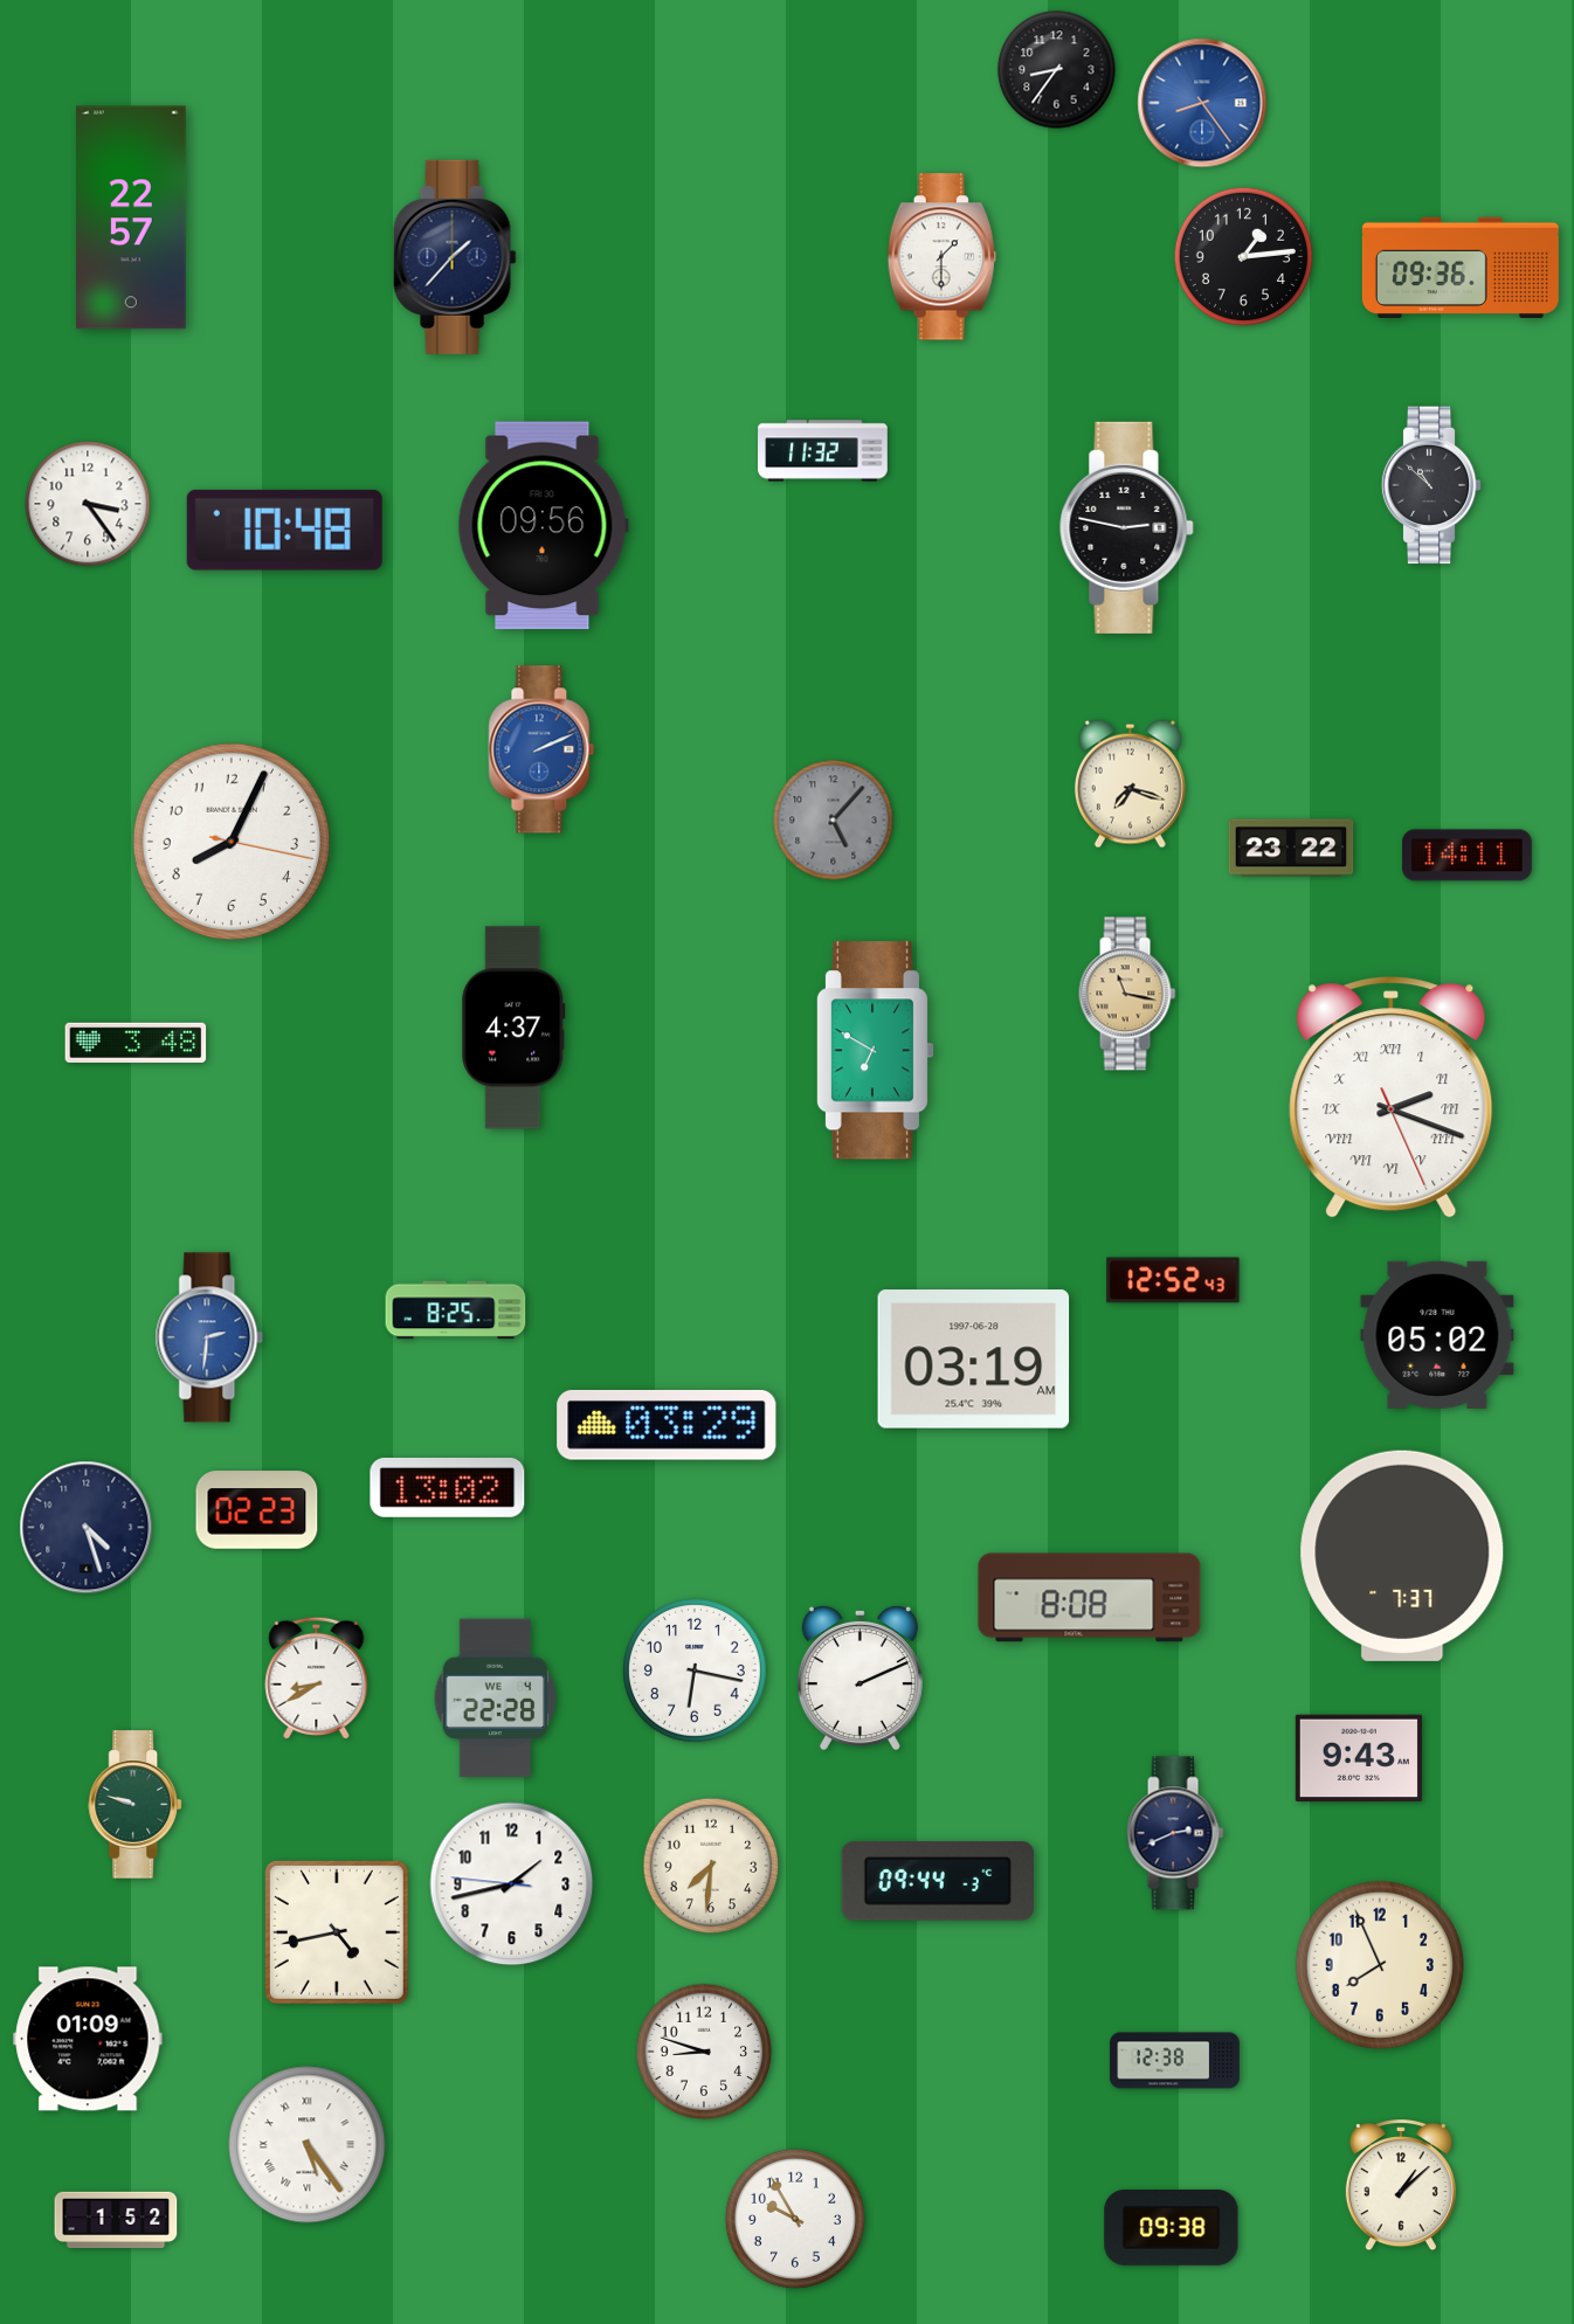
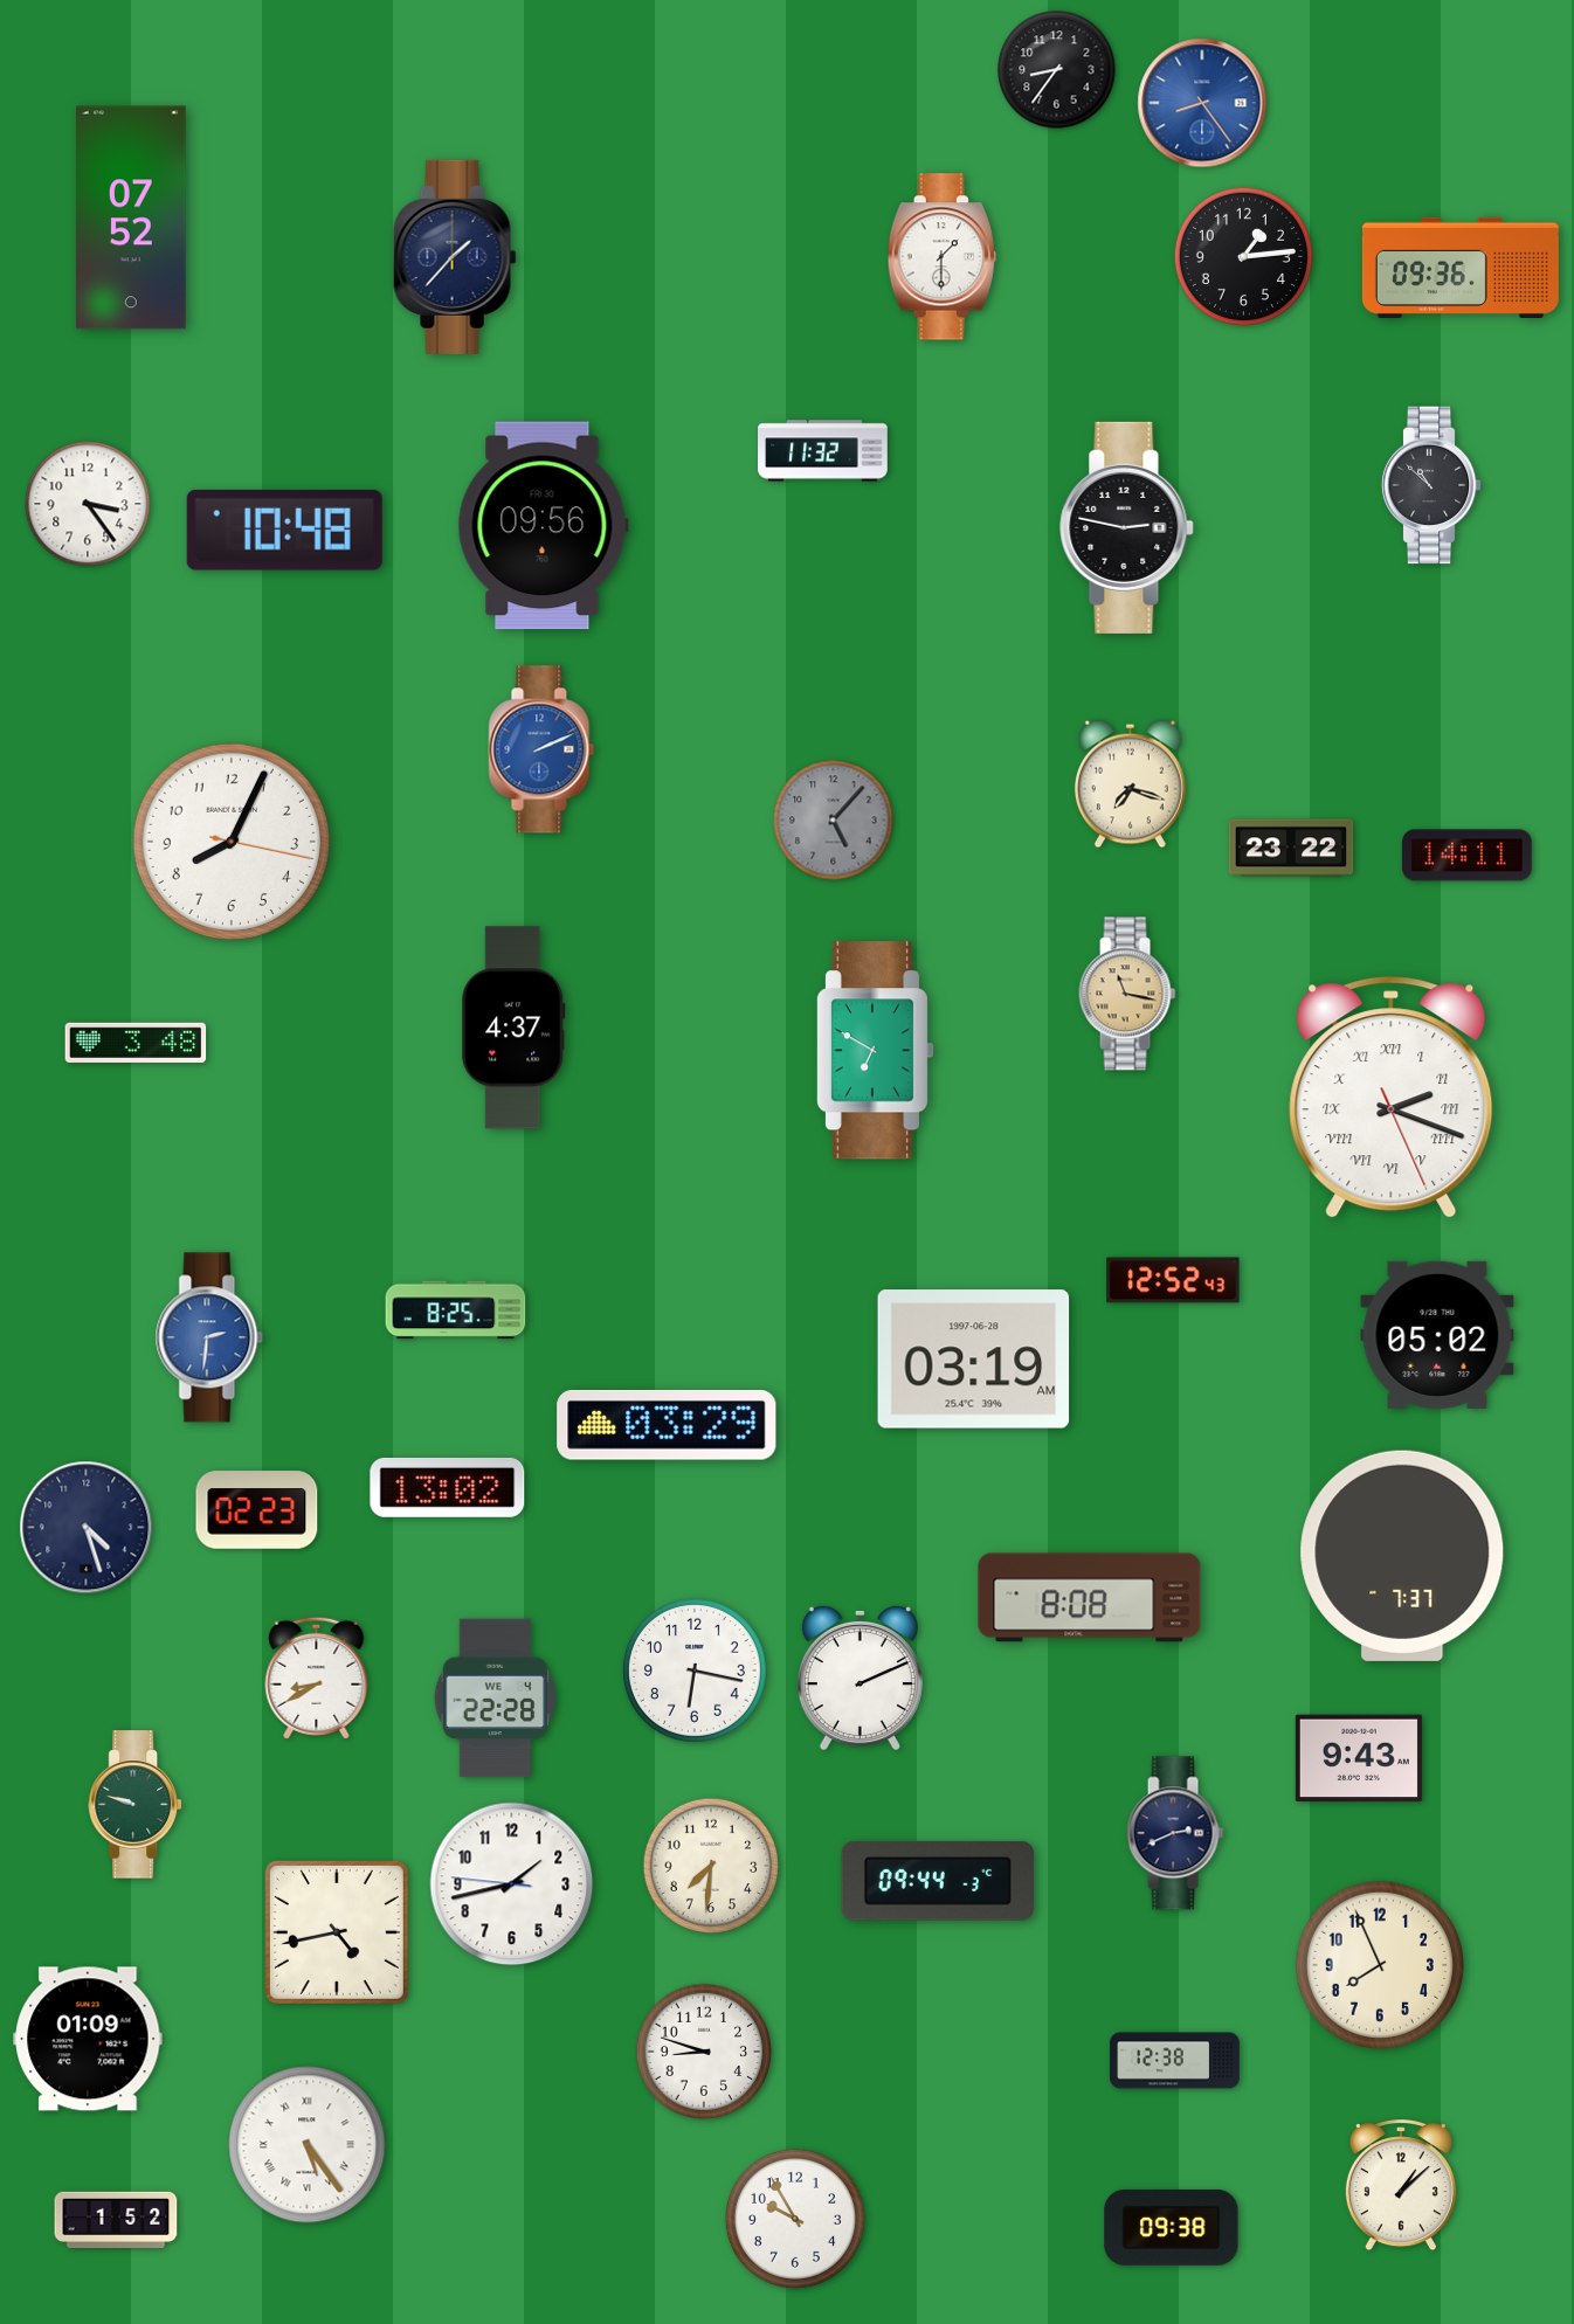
clock at (132, 217): 22:57 -> 07:52
